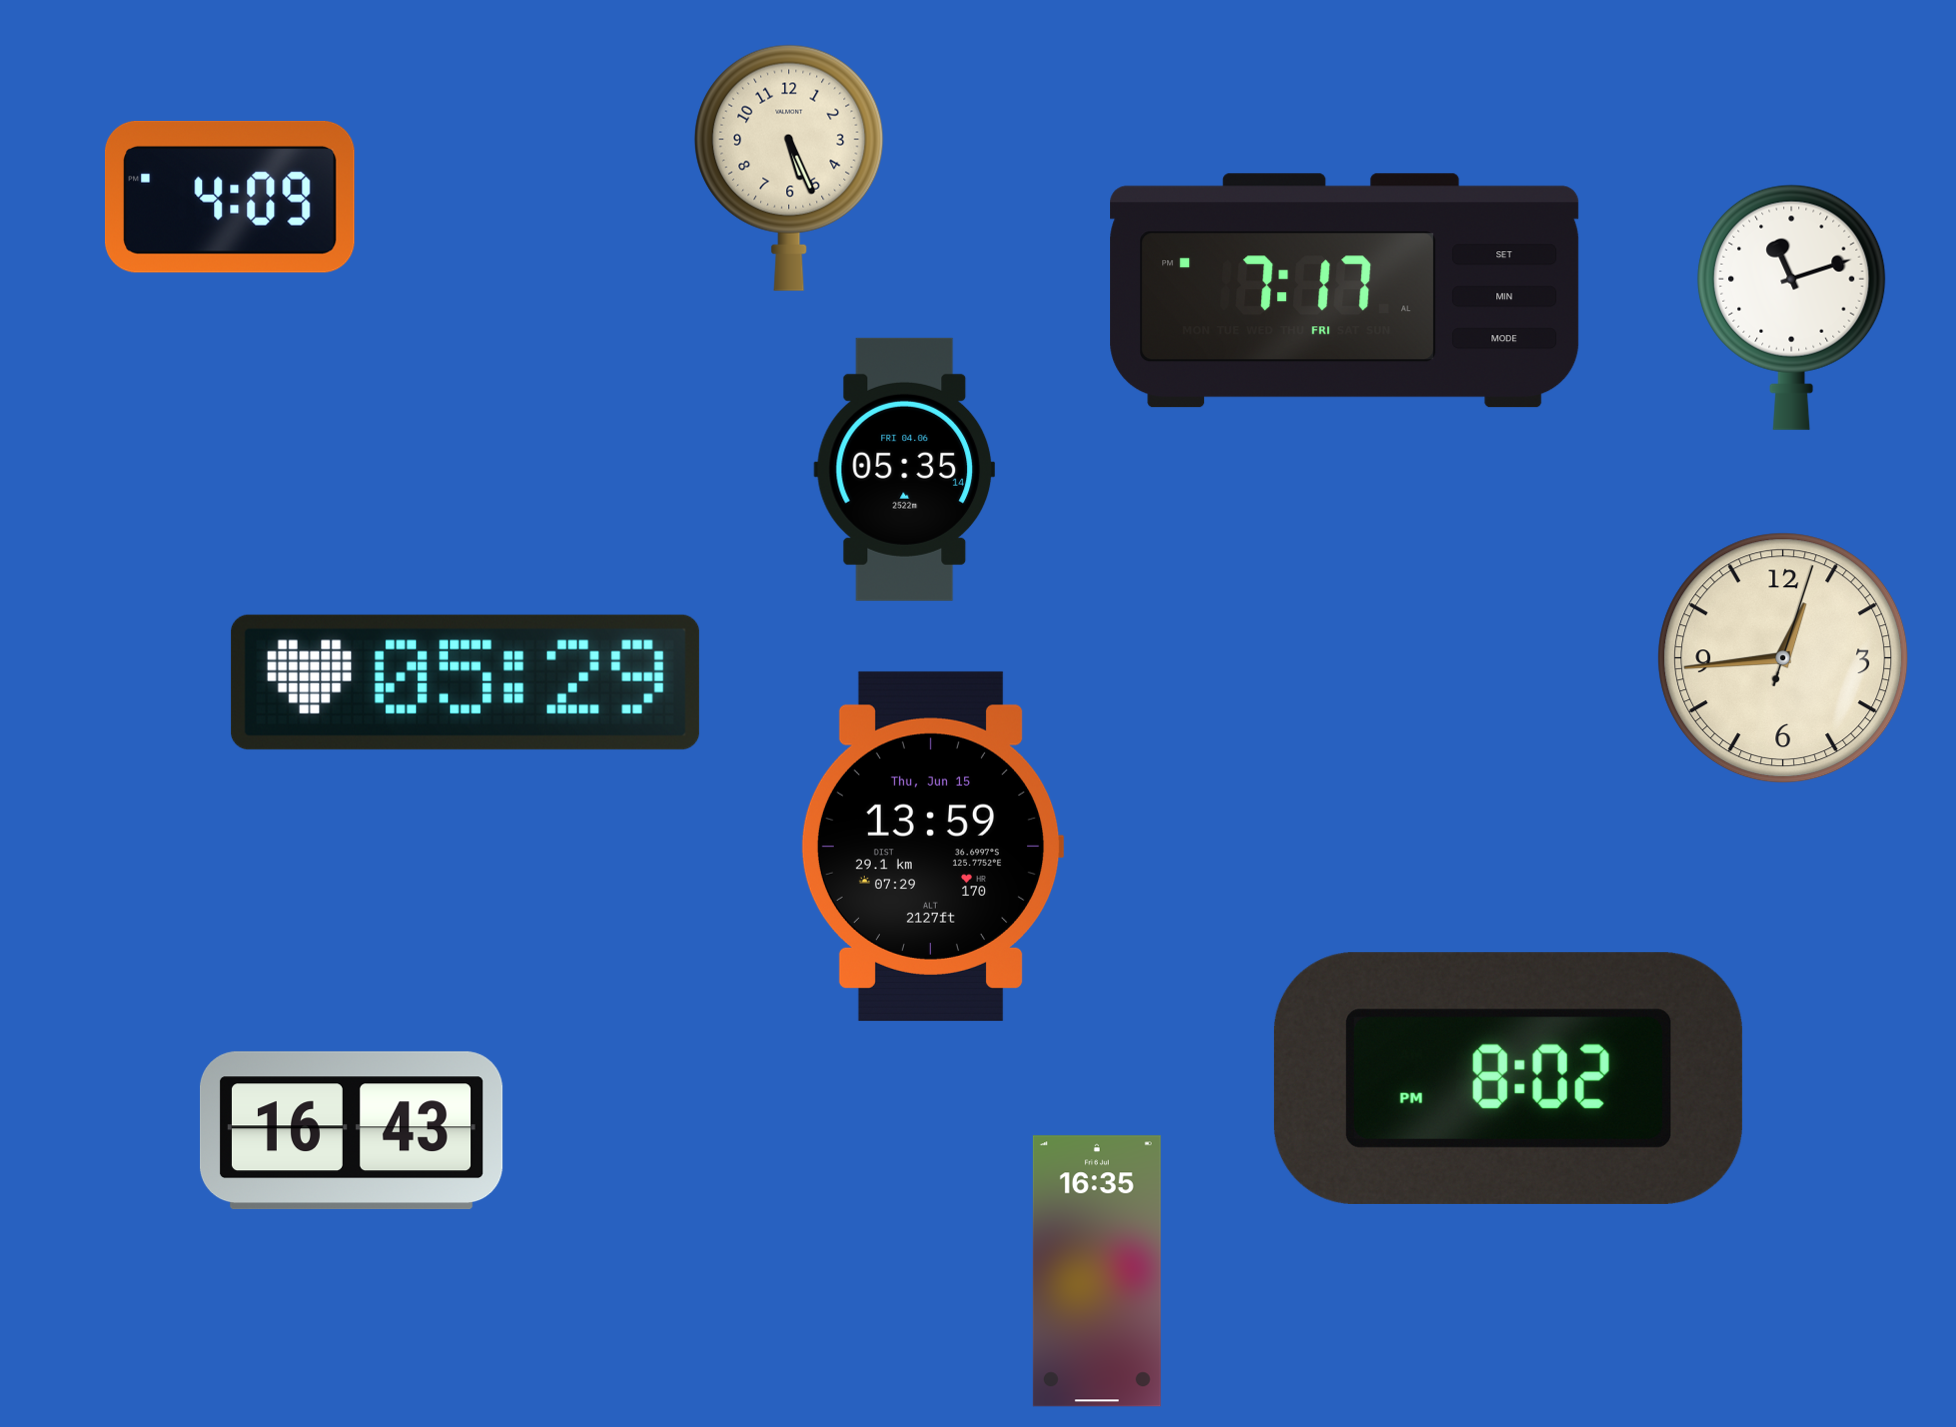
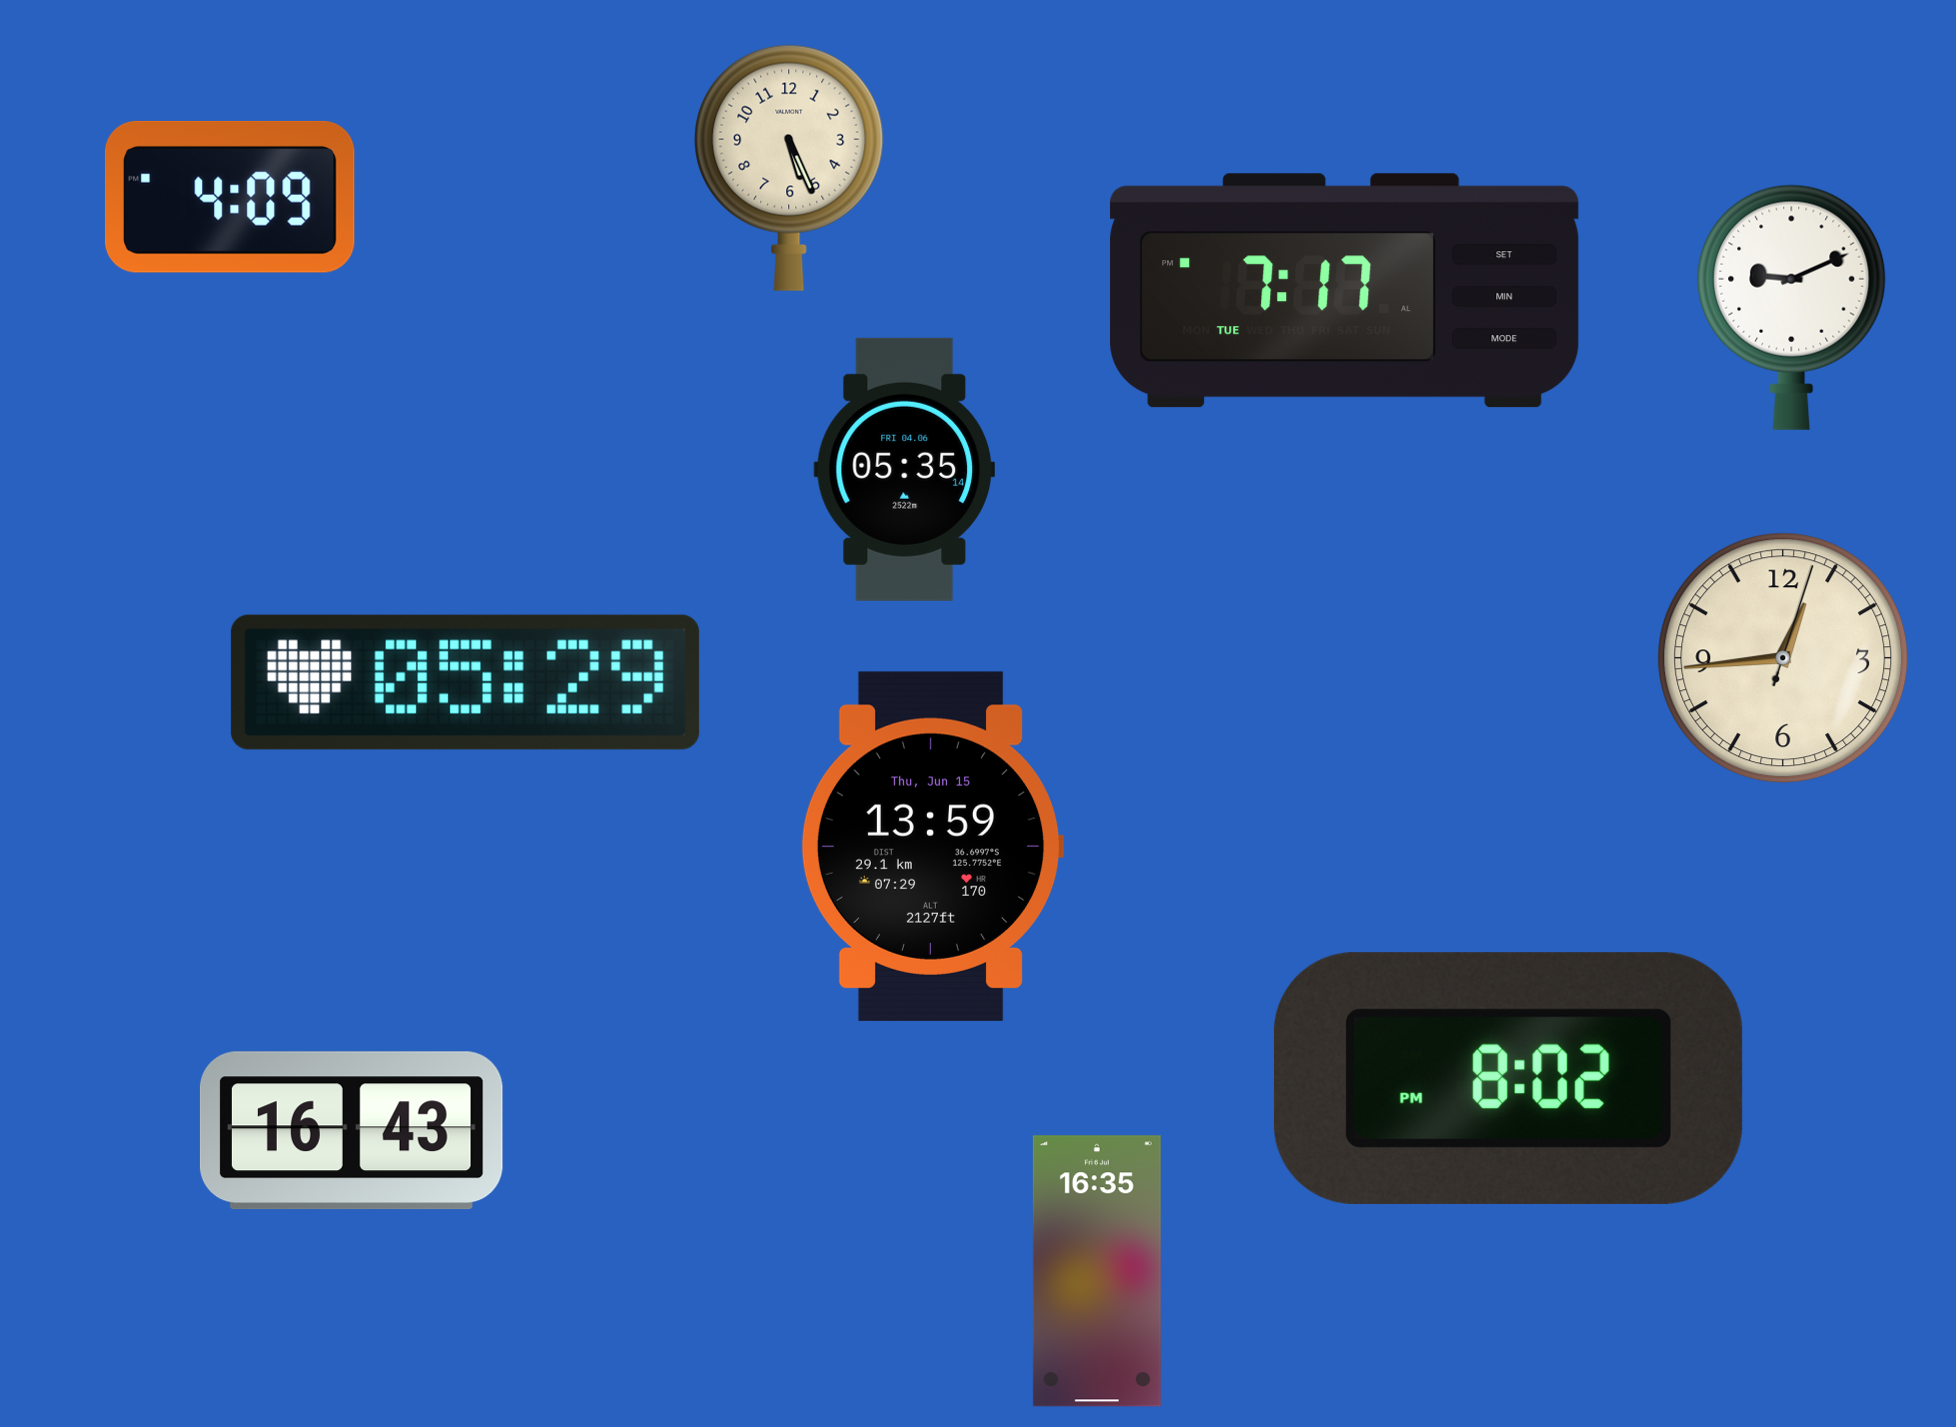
clock at (1345, 291) date: FRI -> TUE
clock at (1792, 307): 11:12 -> 9:11
